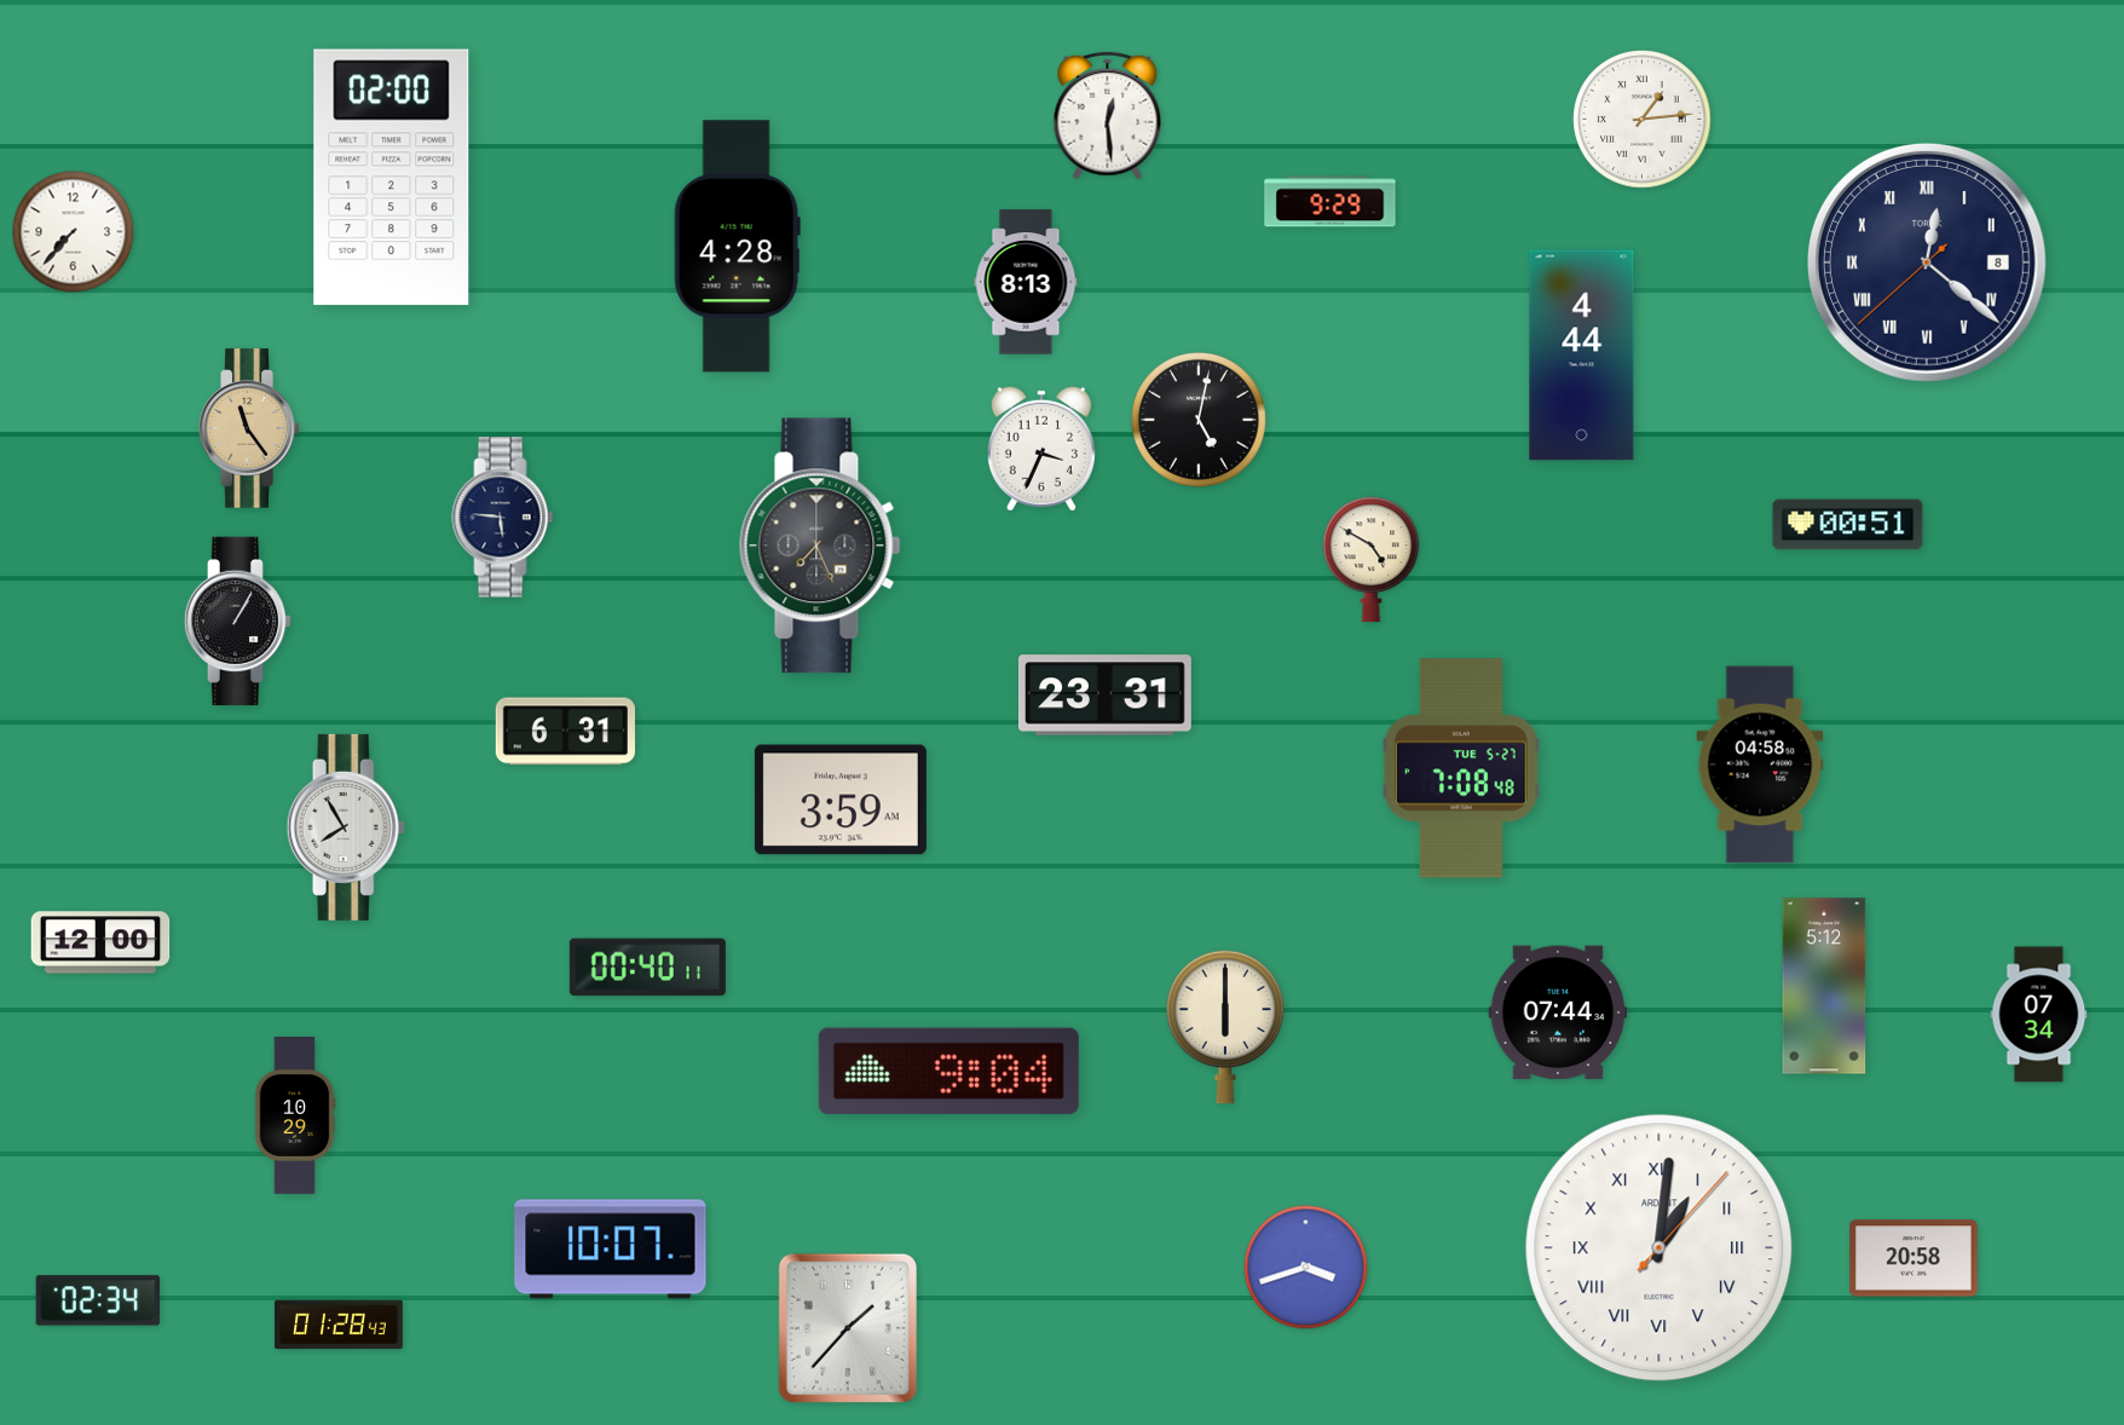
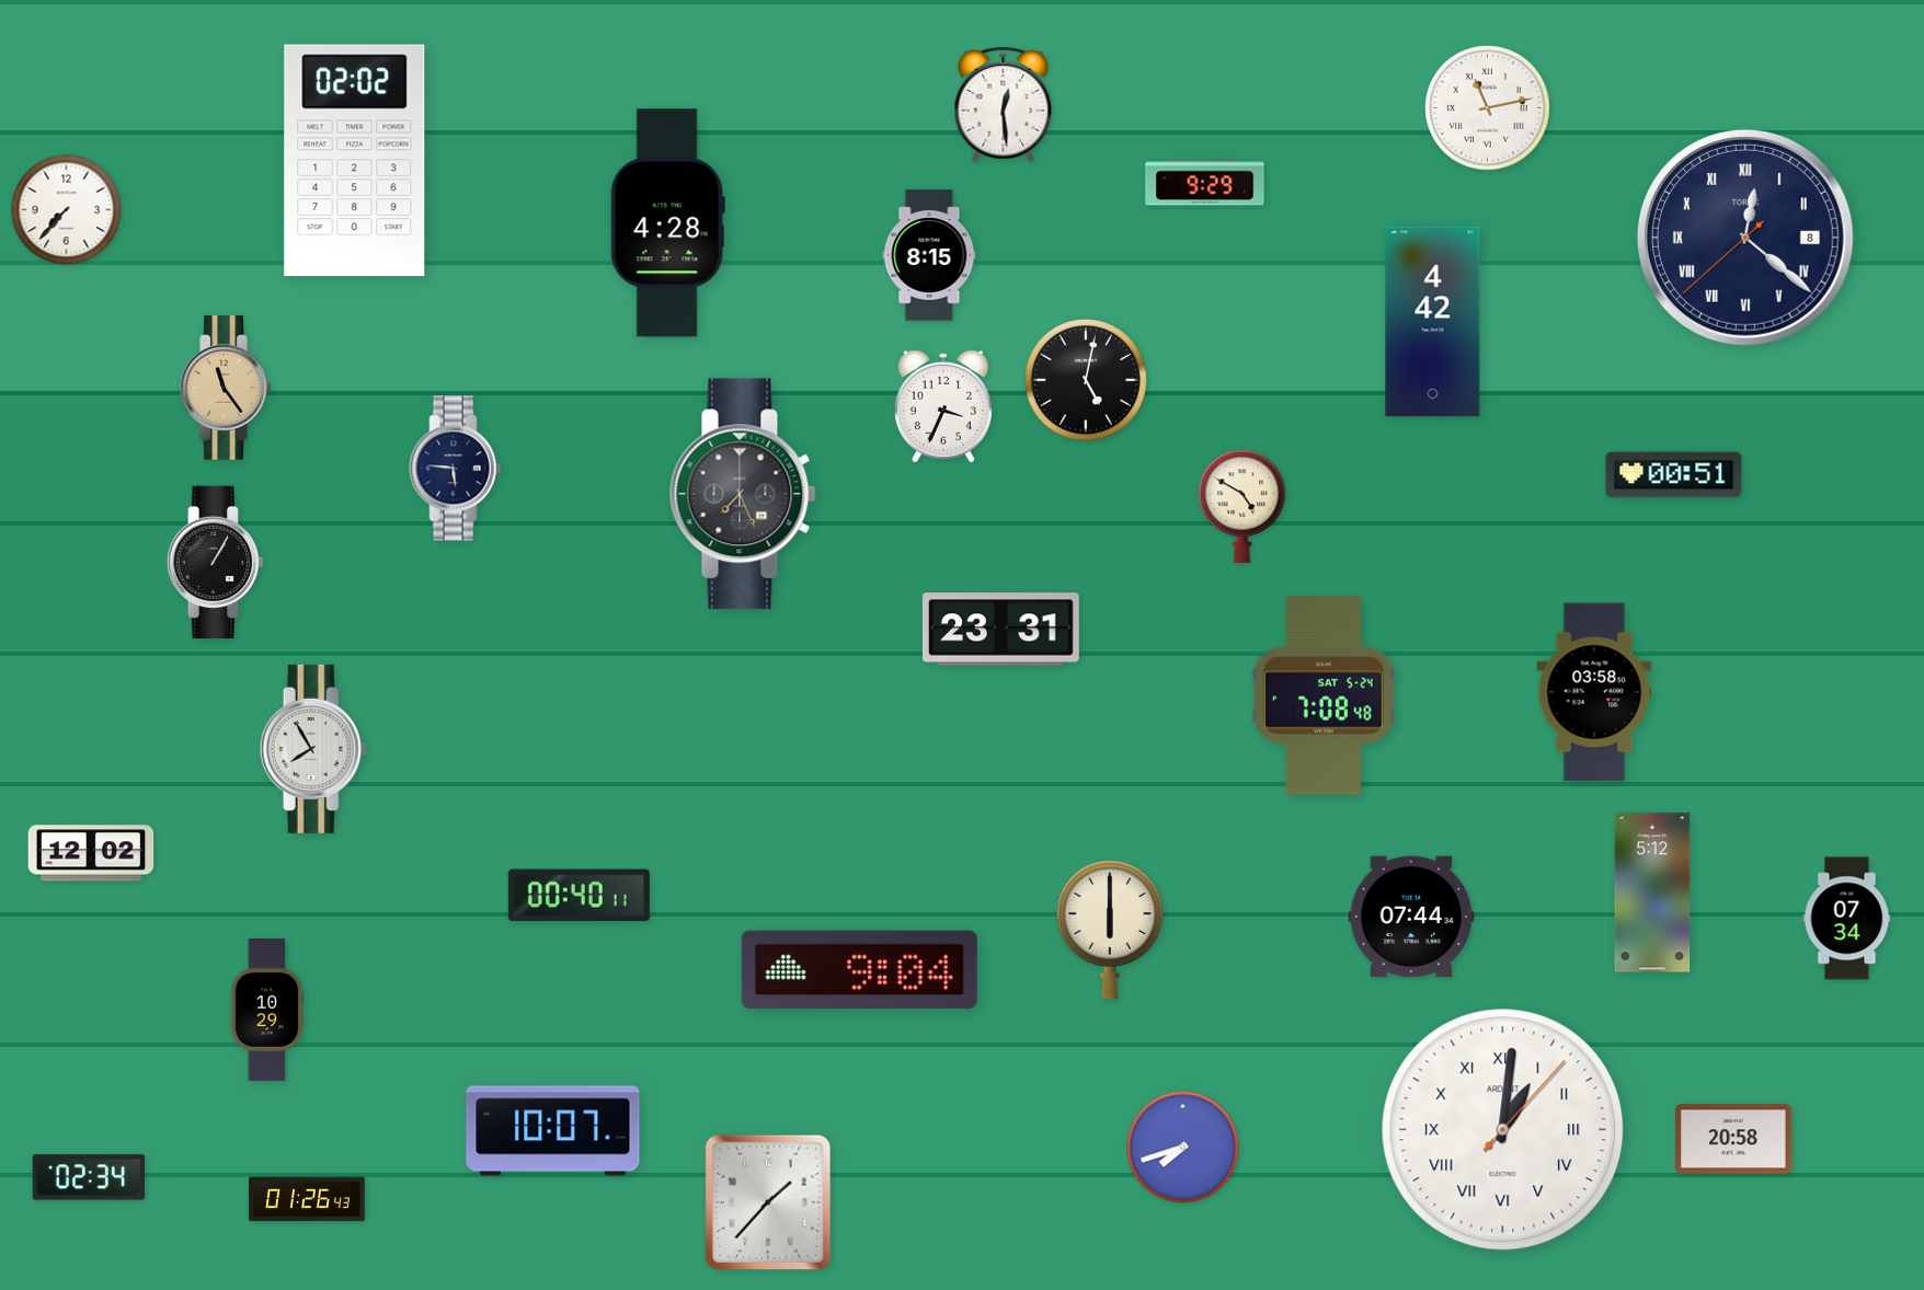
clock at (1643, 120): 1:14 -> 11:13
clock at (392, 178): 02:00 -> 02:02
clock at (1026, 282): 8:13 -> 8:15
clock at (1582, 356): 4:44 -> 4:42
clock at (565, 732): 6:31 -> none
clock at (1760, 765): 04:58 -> 03:58
clock at (1461, 768) date: TUE 5-27 -> SAT 5-24
clock at (841, 800): 3:59 -> none
clock at (100, 942): 12:00 -> 12:02
clock at (647, 968) position: (647, 968) -> (579, 896)
clock at (1306, 1268): 3:42 -> 7:42
clock at (339, 1325): 01:28 -> 01:26
